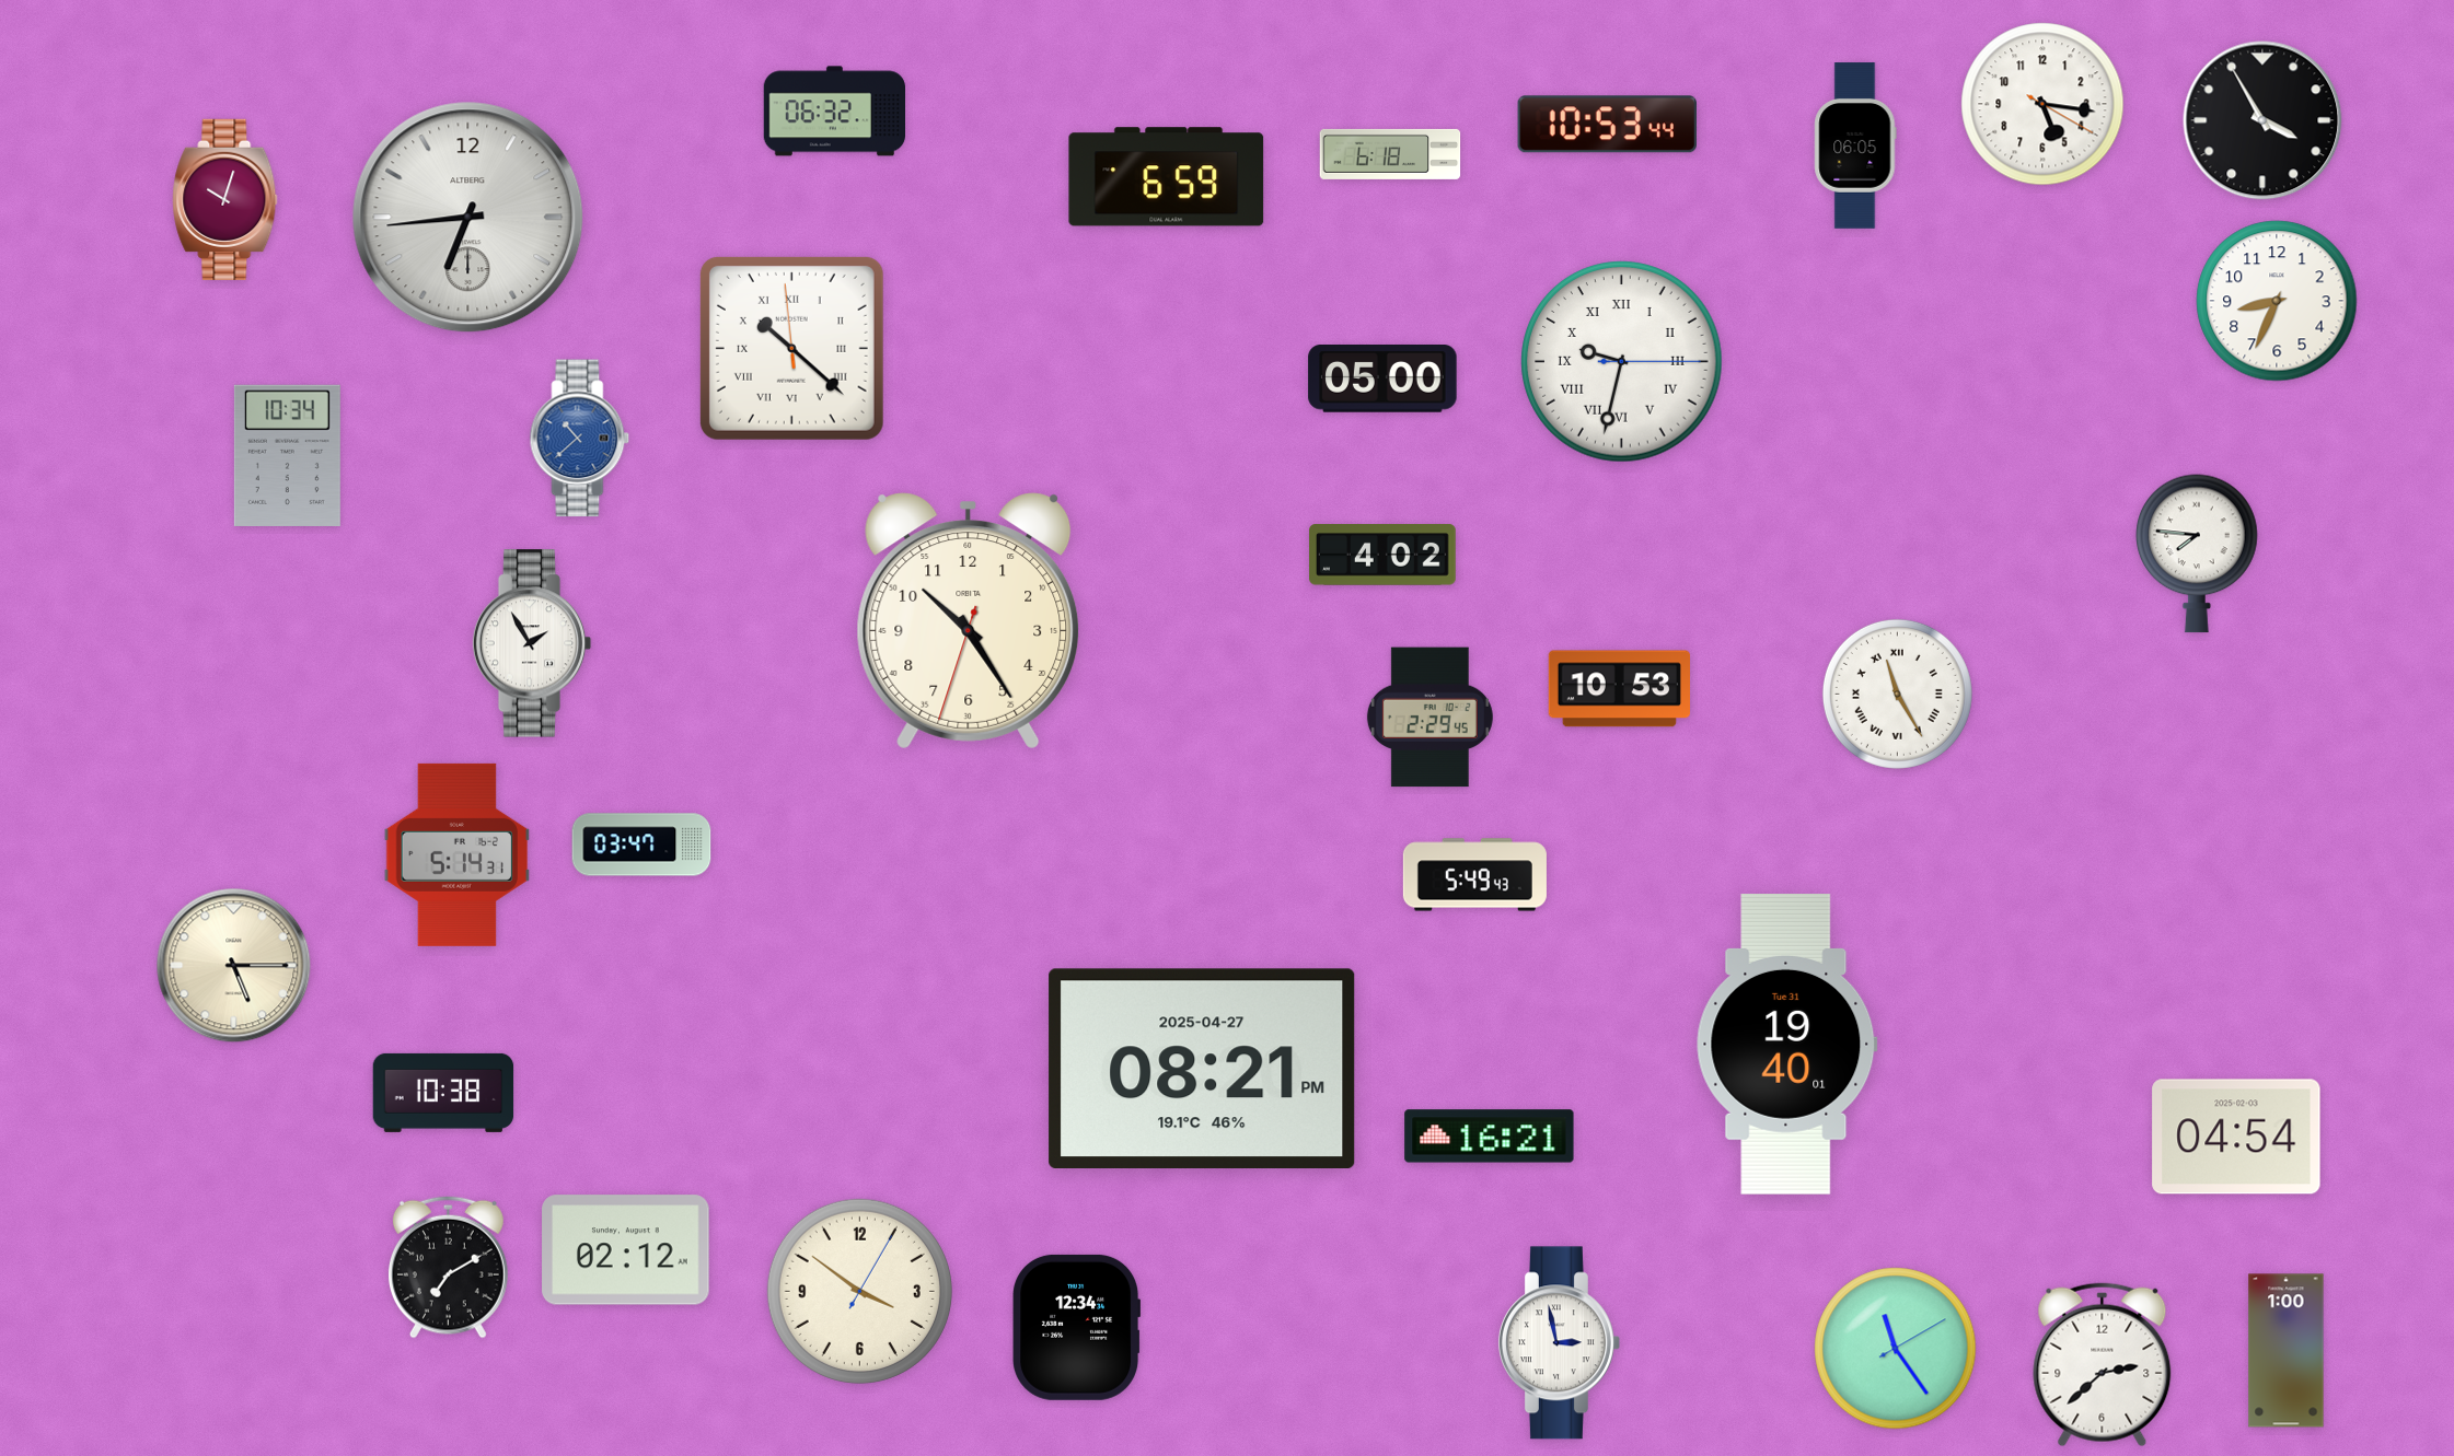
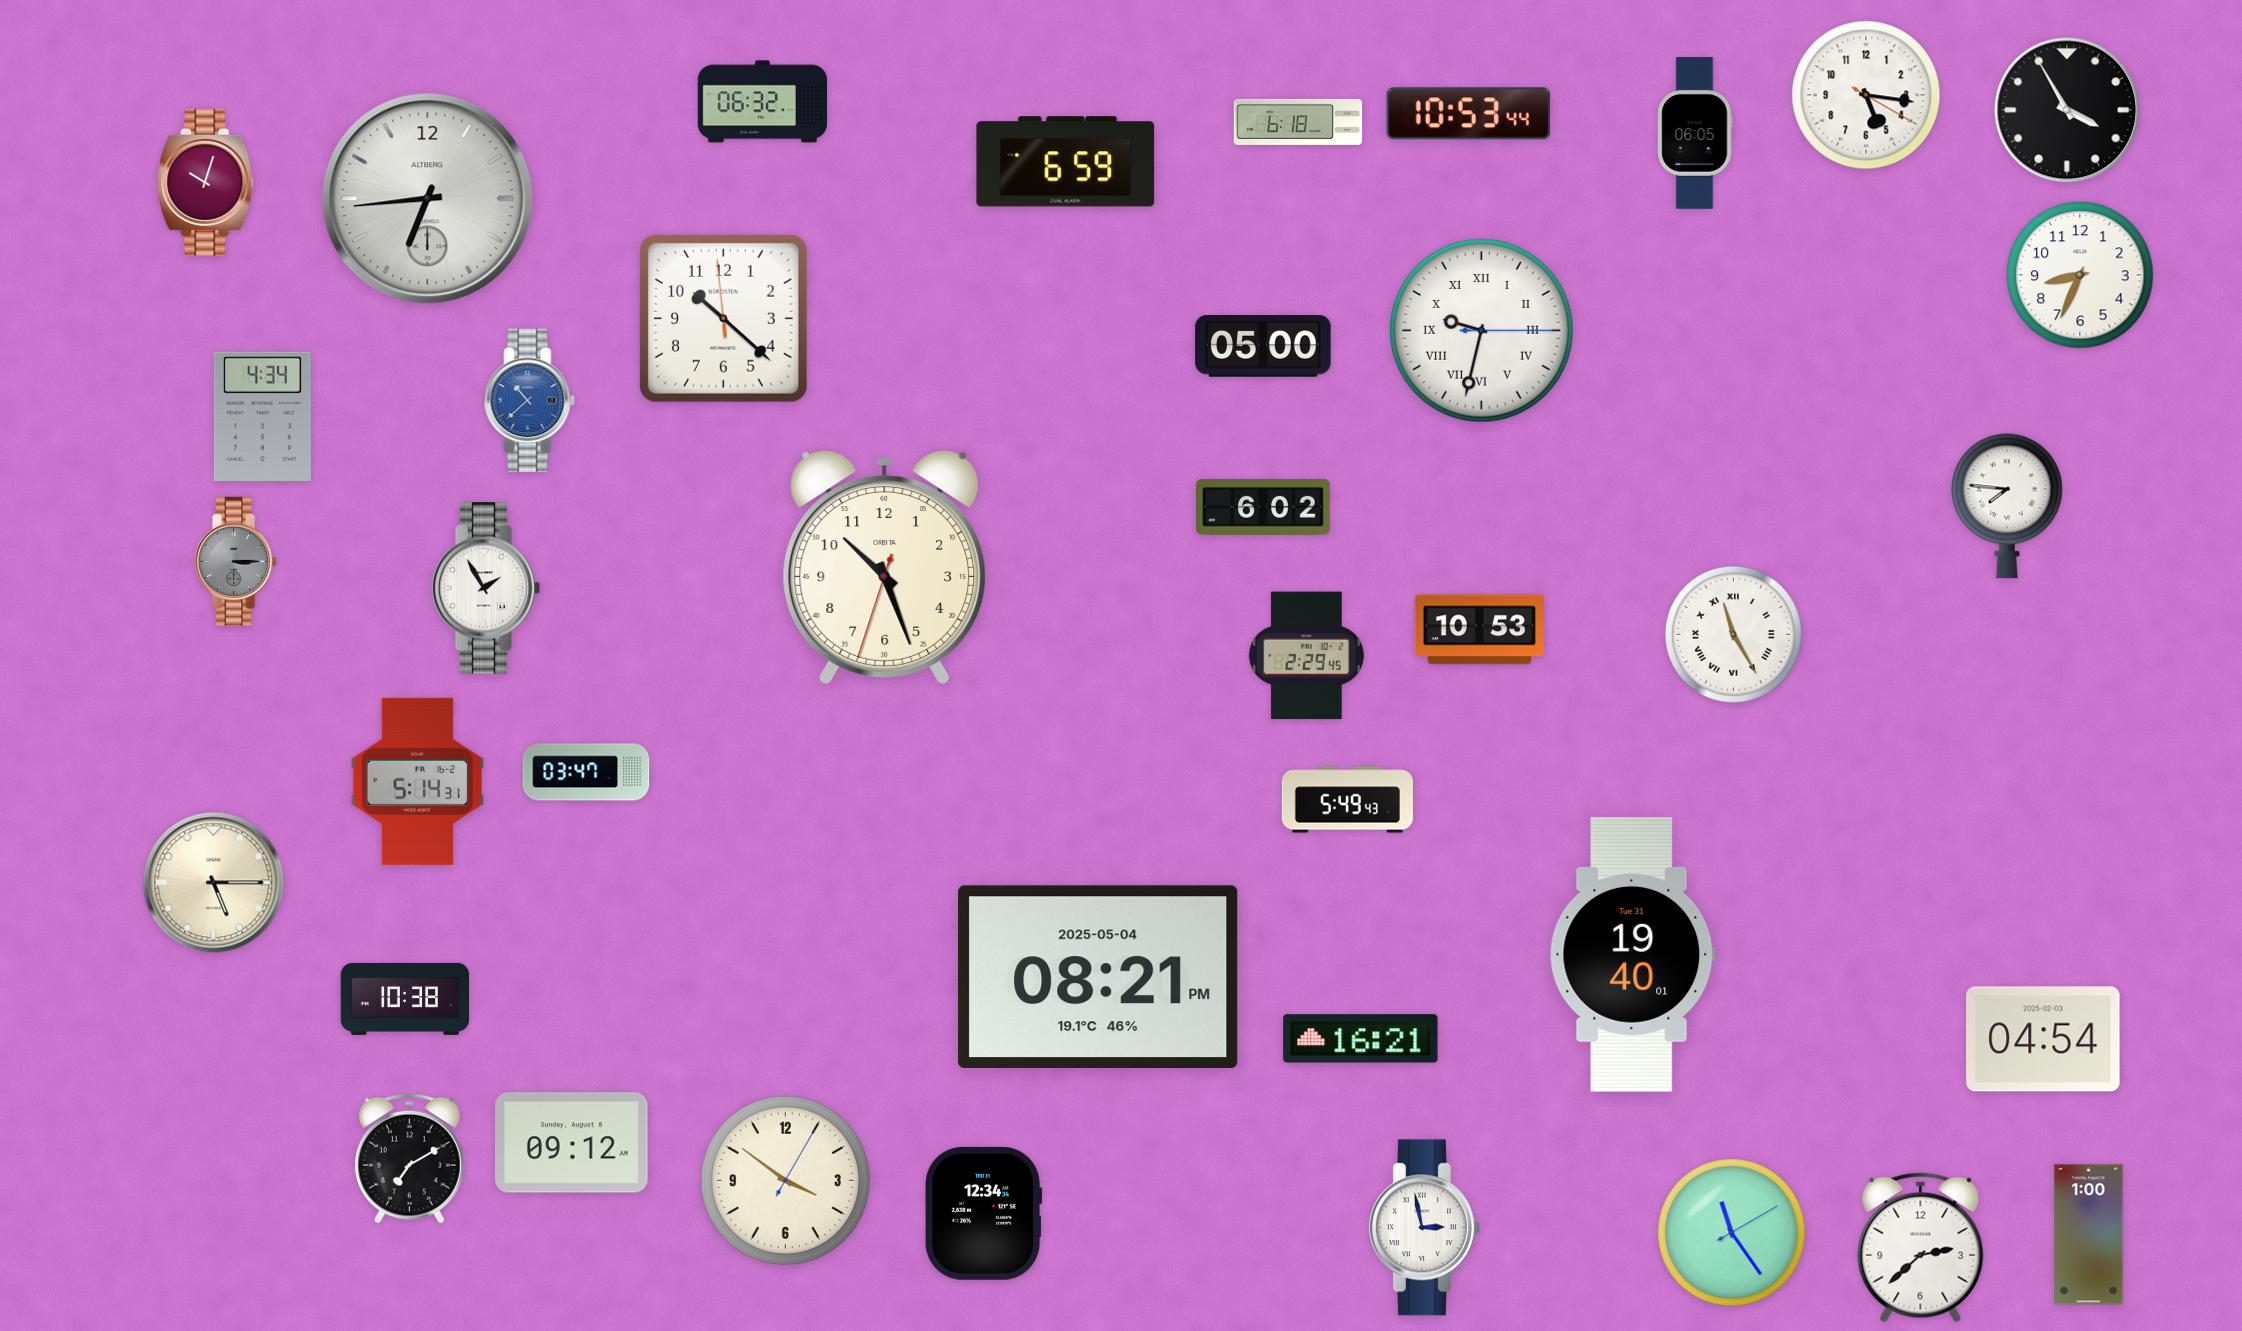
clock at (1390, 154) position: (1390, 154) -> (1298, 122)
clock at (791, 348) numerals: Roman -> Arabic
clock at (287, 455): 10:34 -> 4:34
clock at (1384, 555): 4:02 -> 6:02
clock at (236, 561): none -> 3:15
clock at (969, 621): 10:24 -> 10:26
clock at (1202, 1068) date: 2025-04-27 -> 2025-05-04
clock at (626, 1250): 02:12 -> 09:12
